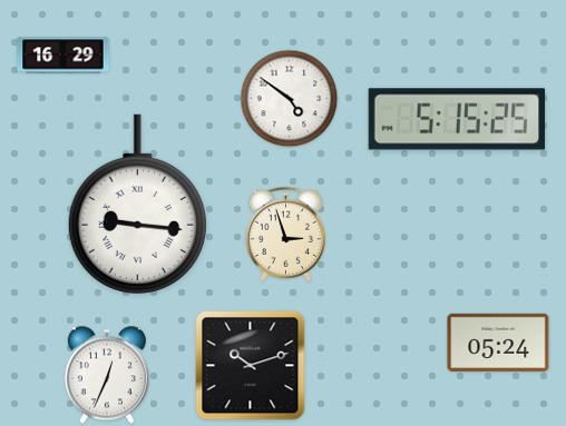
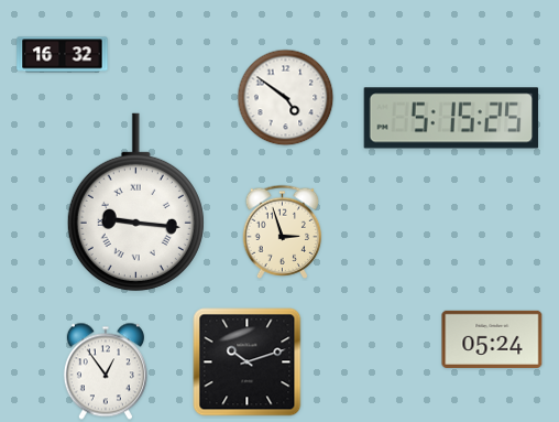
clock at (64, 56): 16:29 -> 16:32
clock at (107, 375): 12:34 -> 12:54
